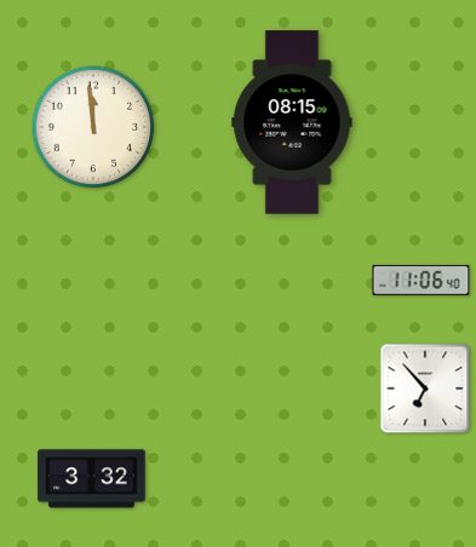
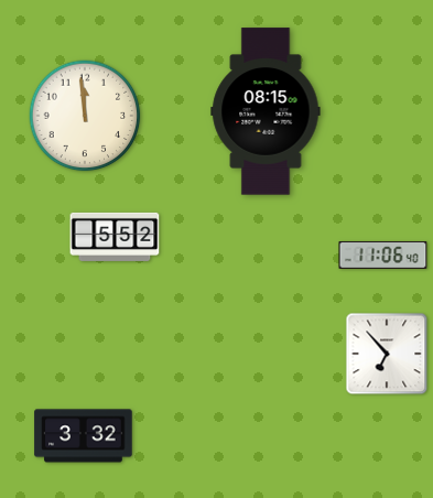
clock at (115, 237): none -> 5:52
